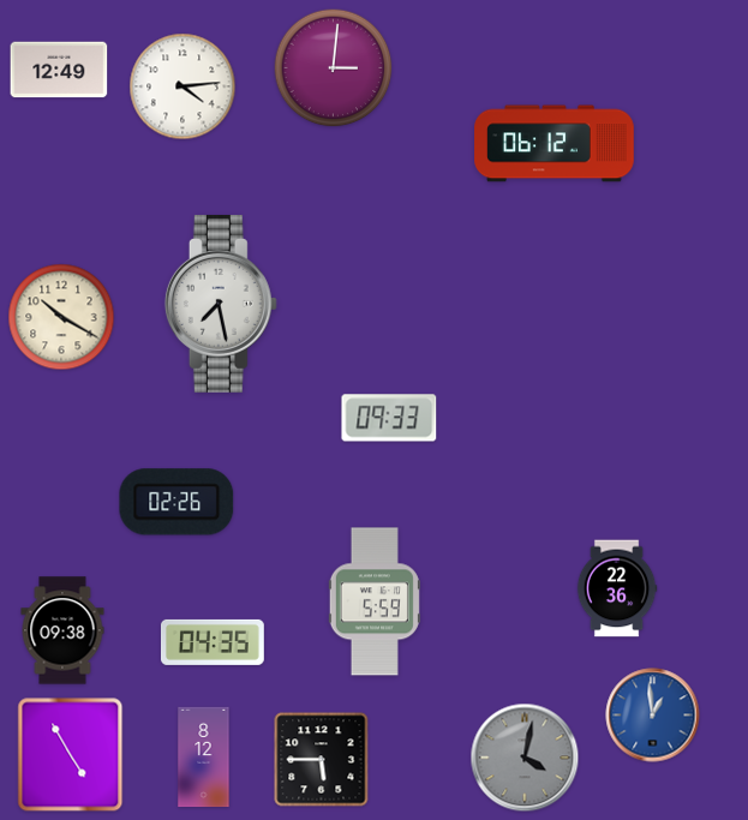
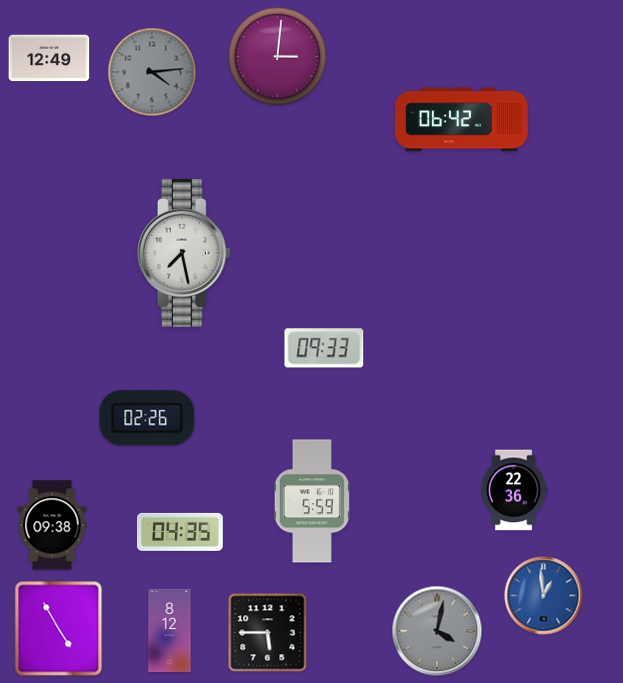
clock at (182, 86) dial: white -> grey
clock at (555, 144): 06:12 -> 06:42
clock at (61, 317): 10:20 -> none
clock at (213, 642) position: (213, 642) -> (180, 532)
